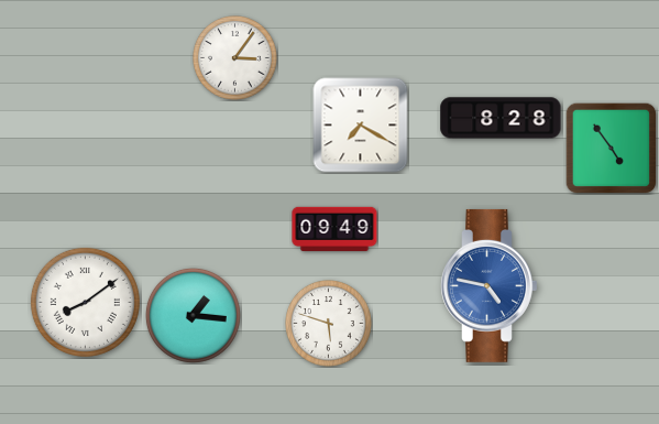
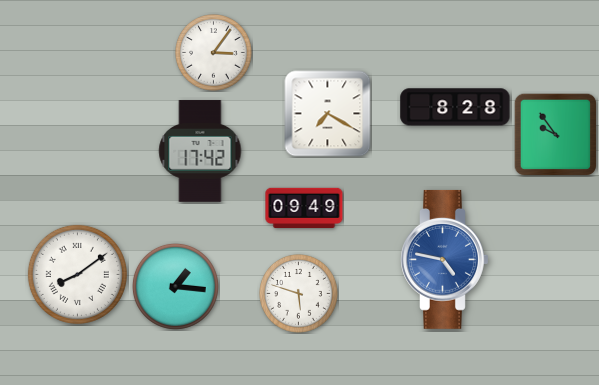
clock at (611, 148): 4:54 -> 9:54
clock at (200, 151): none -> 17:42
